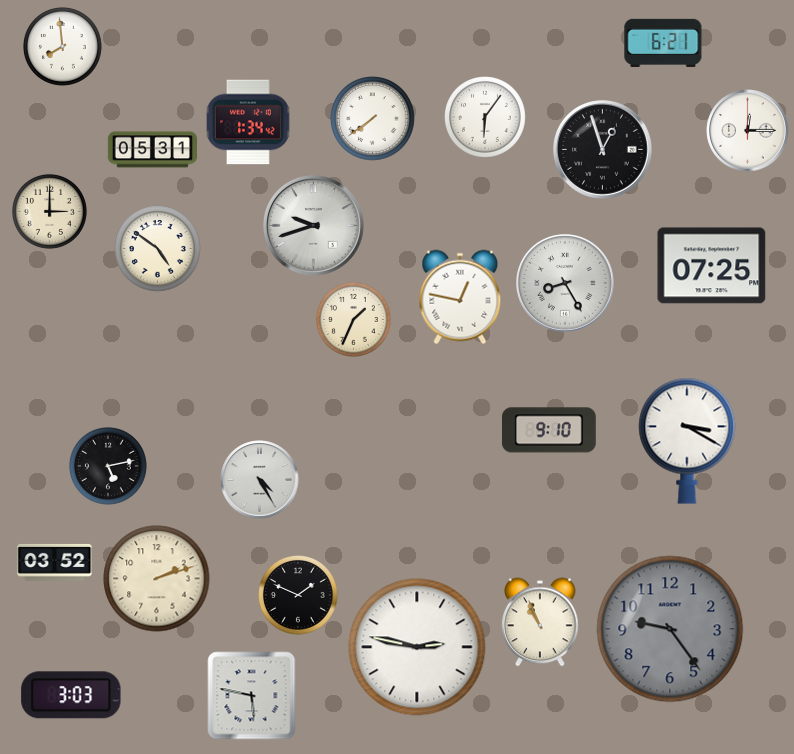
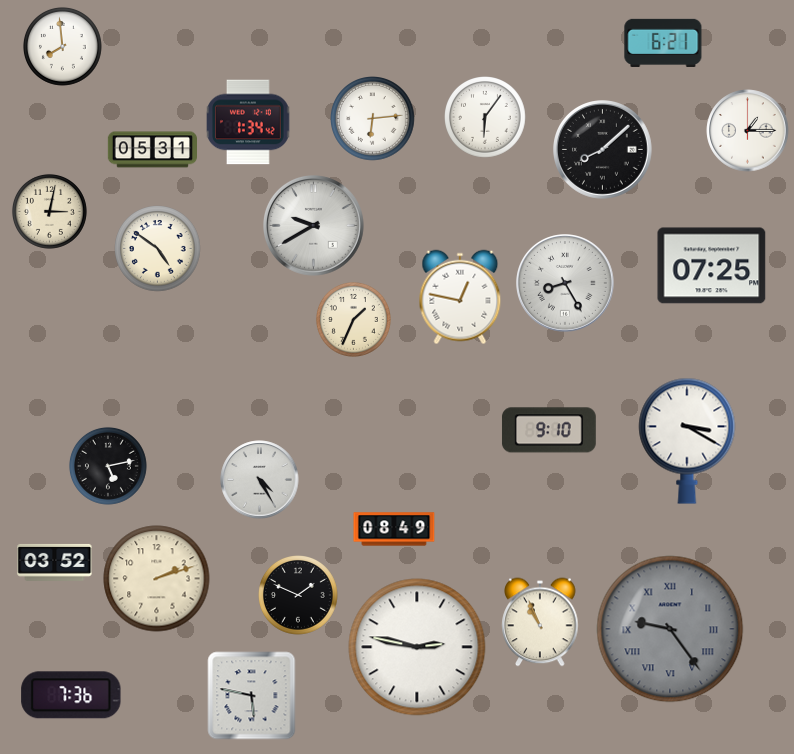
clock at (373, 119): 7:39 -> 6:14
clock at (748, 131): 12:15 -> 1:15
clock at (603, 150): 12:57 -> 8:08
clock at (49, 211): 3:00 -> 3:02
clock at (314, 226): 9:42 -> 9:40
clock at (394, 529): none -> 08:49
clock at (670, 629) numerals: Arabic -> Roman
clock at (71, 695): 3:03 -> 7:36
